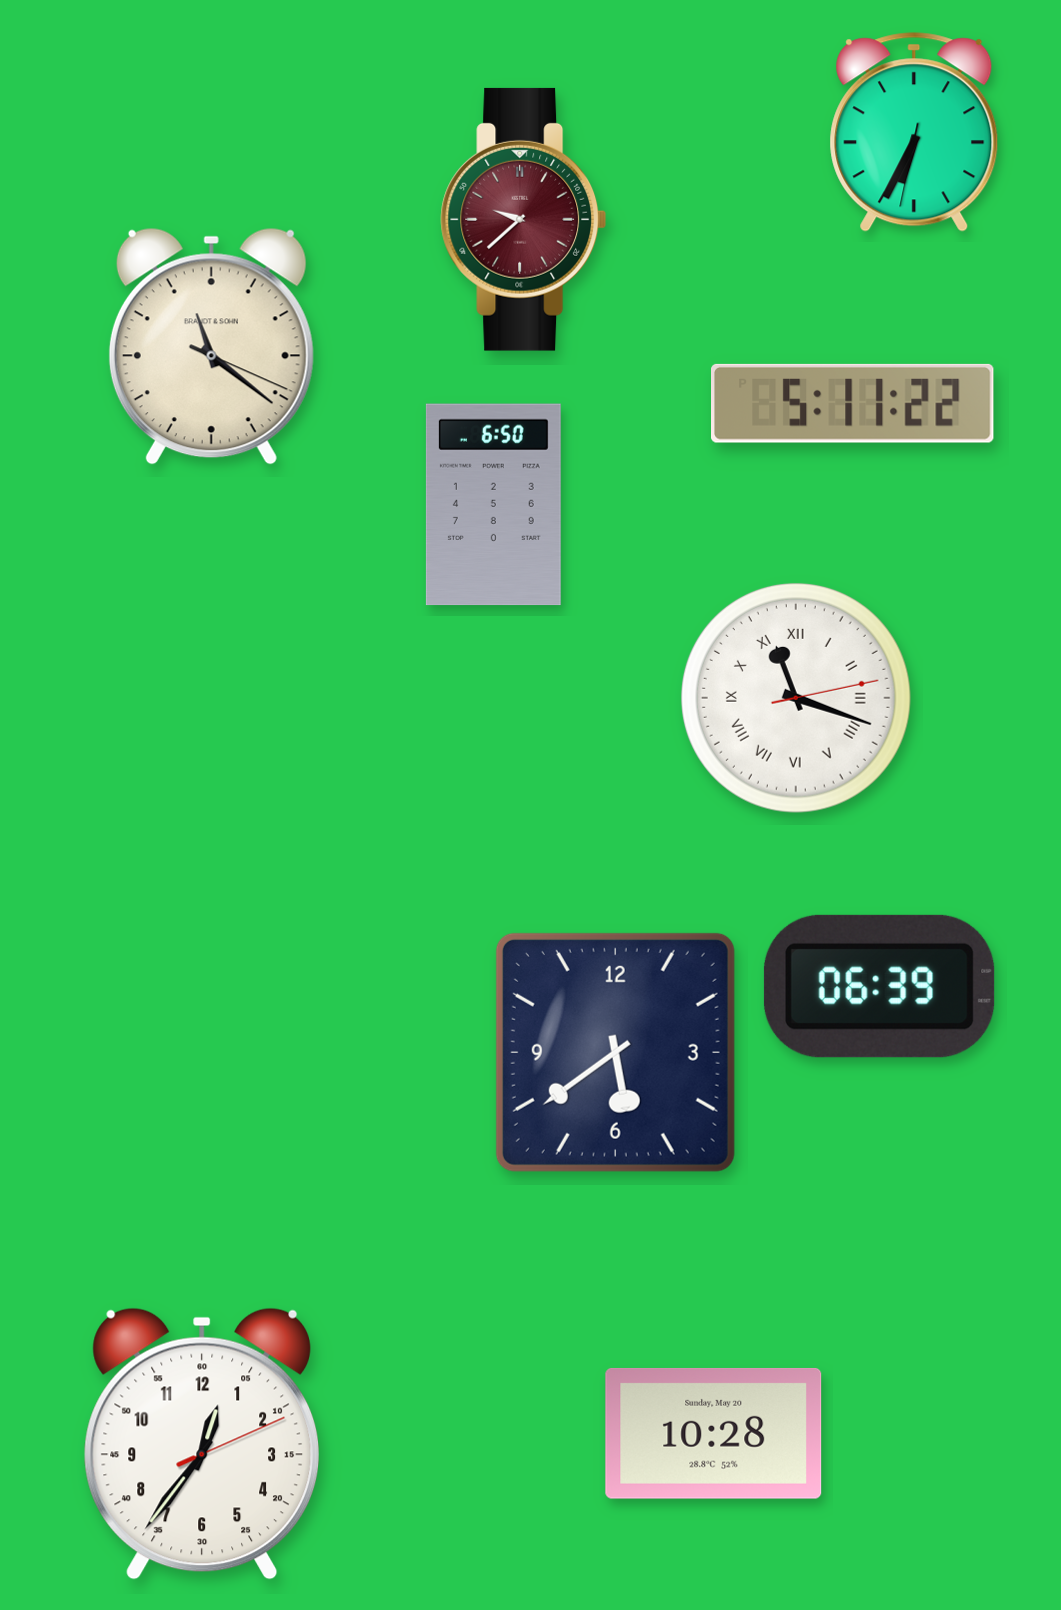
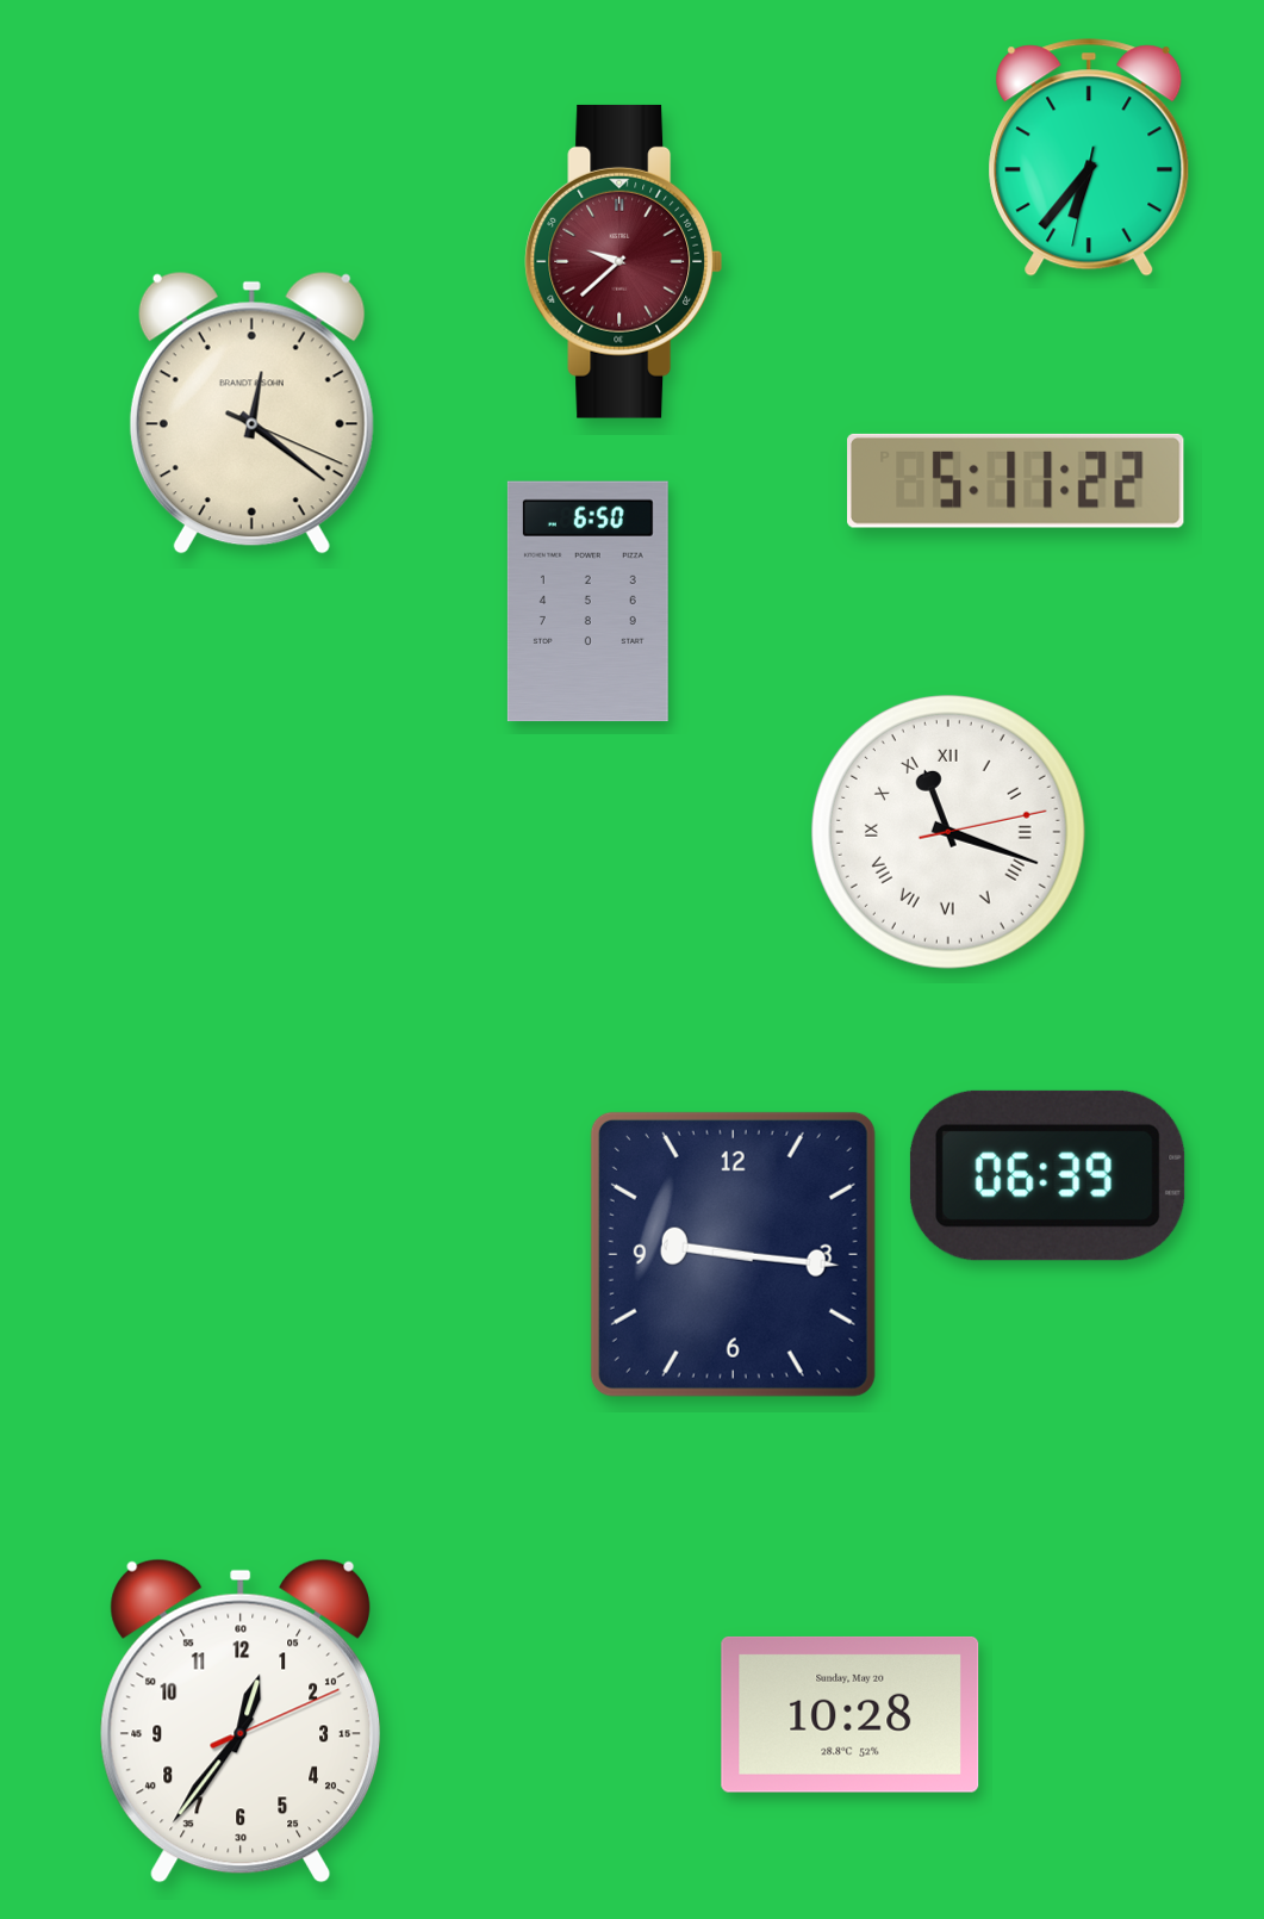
clock at (914, 132): 6:34 -> 6:36
clock at (211, 346): 11:21 -> 12:21
clock at (615, 1052): 5:39 -> 9:16
clock at (714, 1433) position: (714, 1433) -> (851, 1714)
